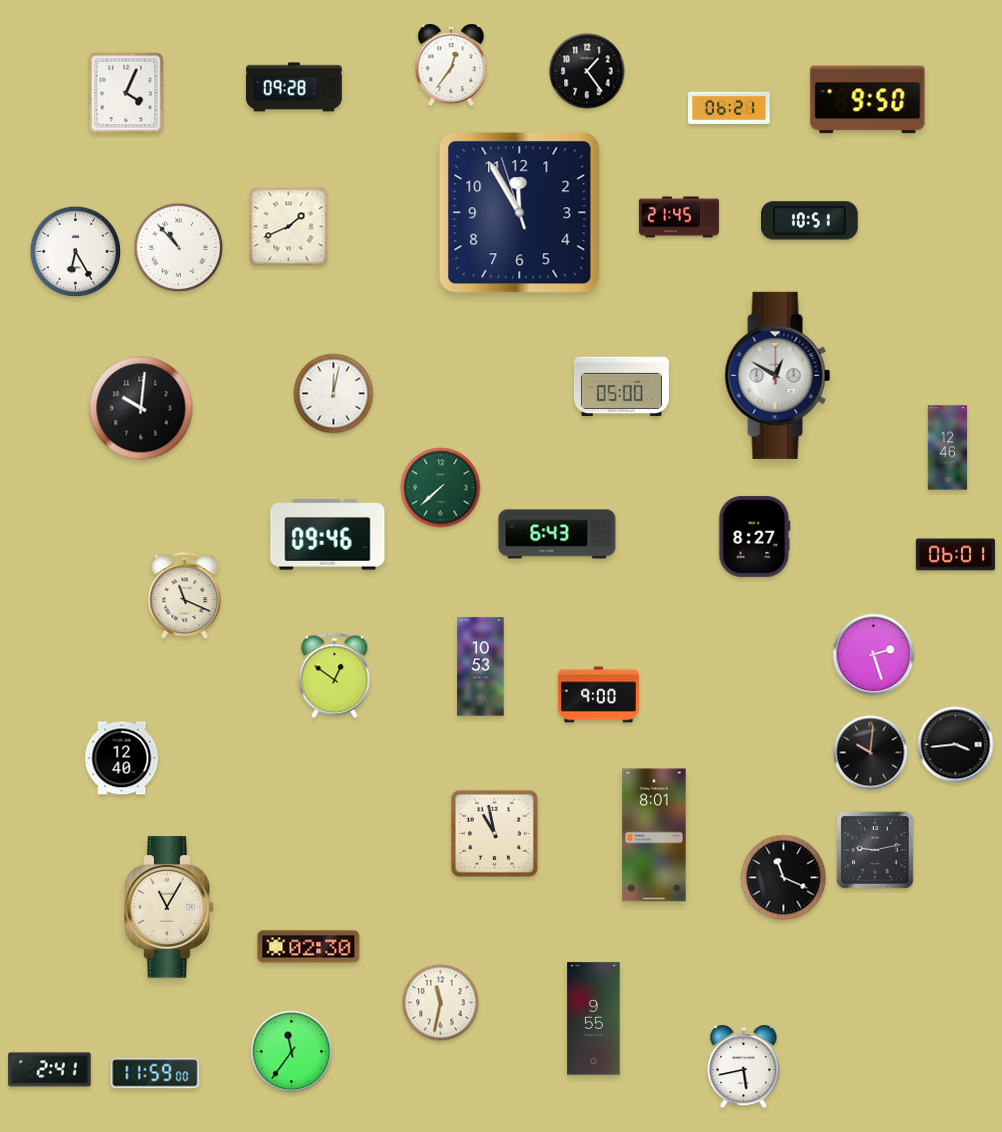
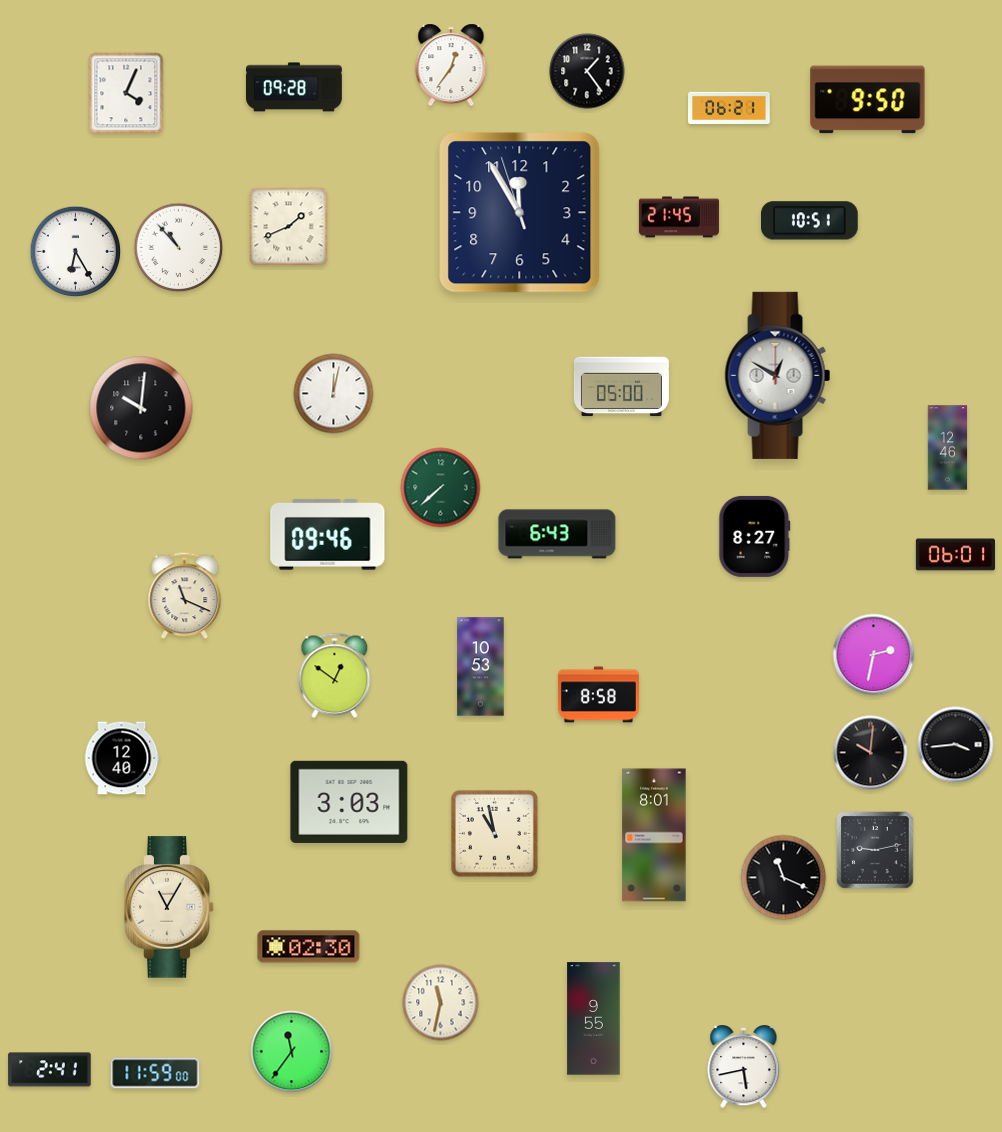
clock at (874, 655): 2:27 -> 2:32
clock at (598, 695): 9:00 -> 8:58
clock at (349, 802): none -> 3:03
